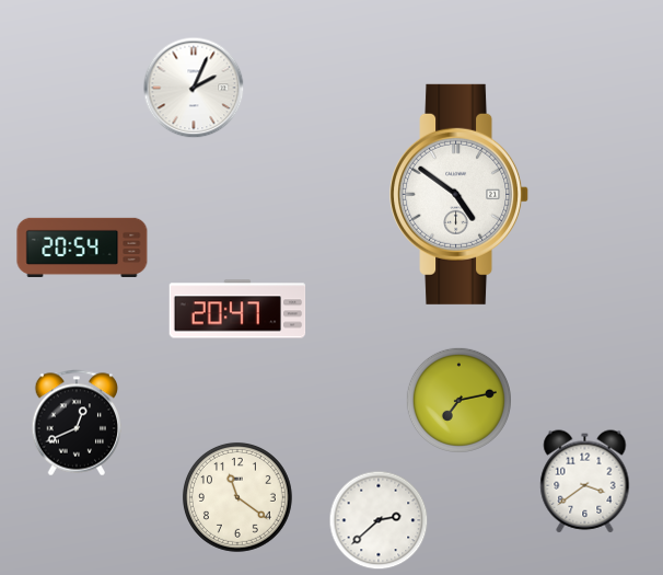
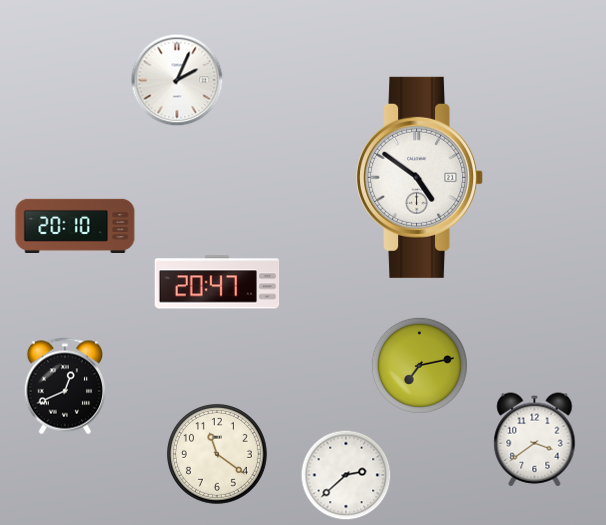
clock at (82, 248): 20:54 -> 20:10
clock at (77, 423) position: (77, 423) -> (65, 386)
